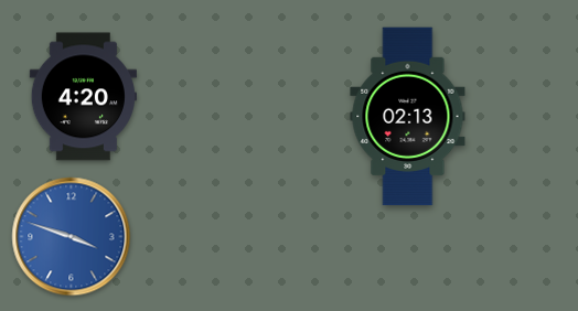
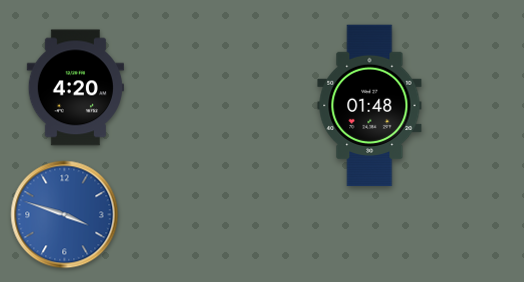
clock at (408, 117): 02:13 -> 01:48
